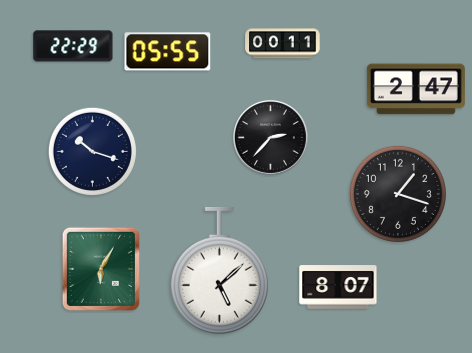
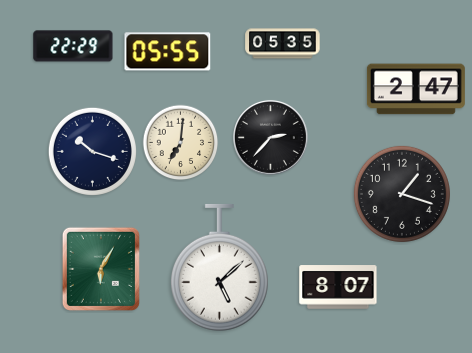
clock at (283, 44): 00:11 -> 05:35
clock at (181, 143): none -> 7:01
clock at (398, 194) position: (398, 194) -> (402, 194)
clock at (219, 271) position: (219, 271) -> (219, 268)
